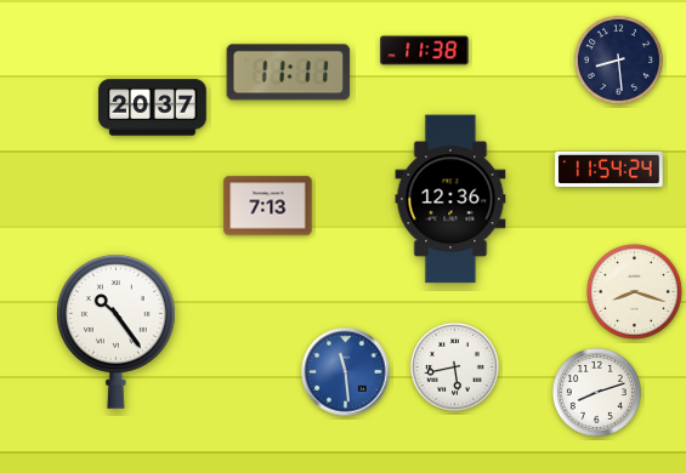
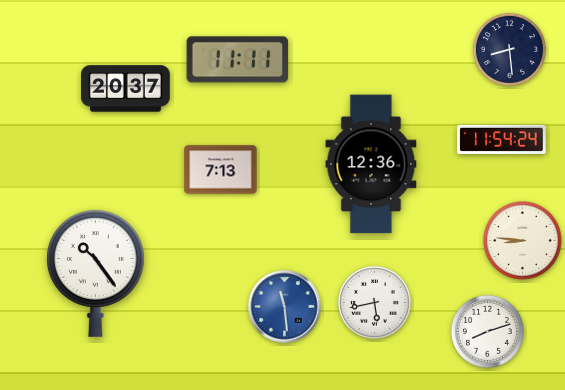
clock at (425, 51): 11:38 -> none
clock at (635, 292): 8:18 -> 8:46
clock at (596, 392) position: (596, 392) -> (487, 331)
